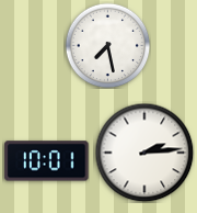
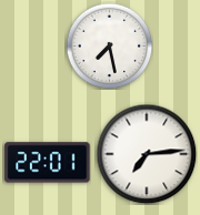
clock at (144, 153): 2:14 -> 7:14
clock at (47, 161): 10:01 -> 22:01
